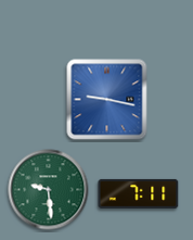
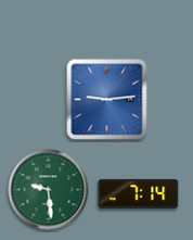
clock at (107, 100): 9:17 -> 9:14
clock at (139, 193): 7:11 -> 7:14
